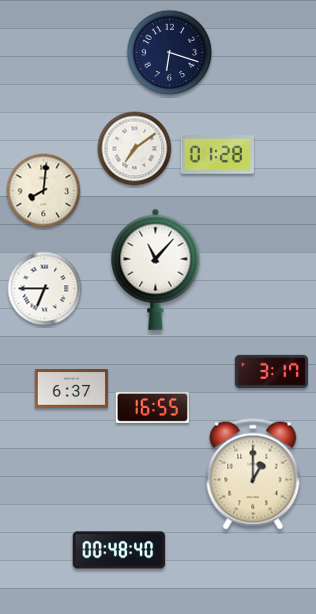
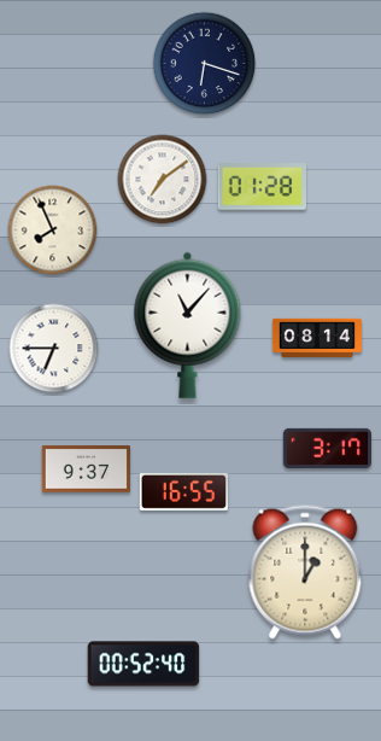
clock at (44, 191): 8:01 -> 7:56
clock at (317, 337): none -> 08:14
clock at (71, 389): 6:37 -> 9:37
clock at (119, 550): 00:48 -> 00:52
